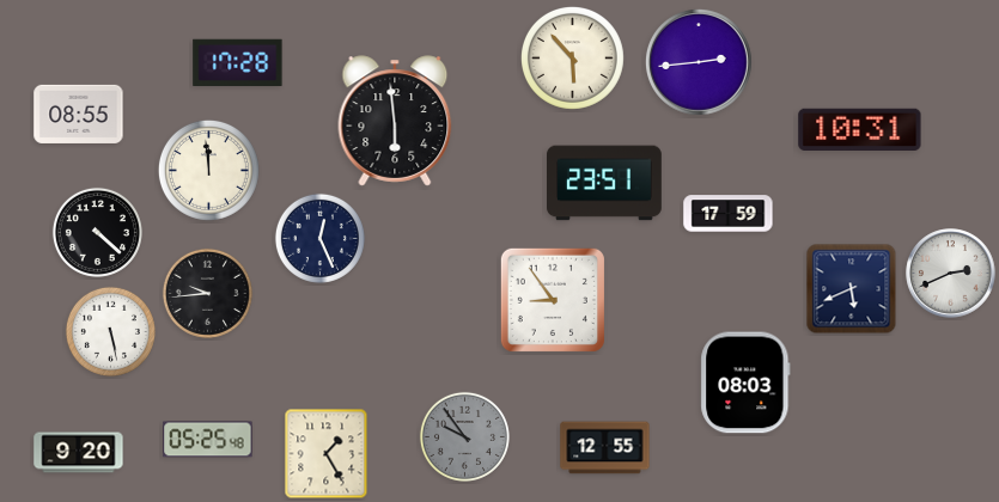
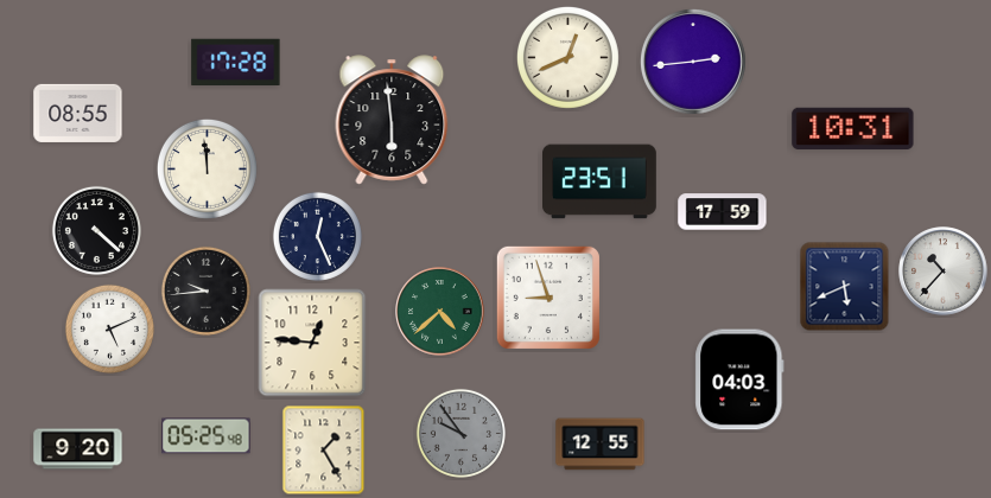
clock at (572, 57): 5:53 -> 12:41
clock at (951, 274): 2:41 -> 10:37
clock at (553, 300): 8:54 -> 8:57
clock at (440, 312): none -> 4:38
clock at (110, 331): 5:28 -> 5:11
clock at (312, 343): none -> 12:46
clock at (745, 382): 08:03 -> 04:03
